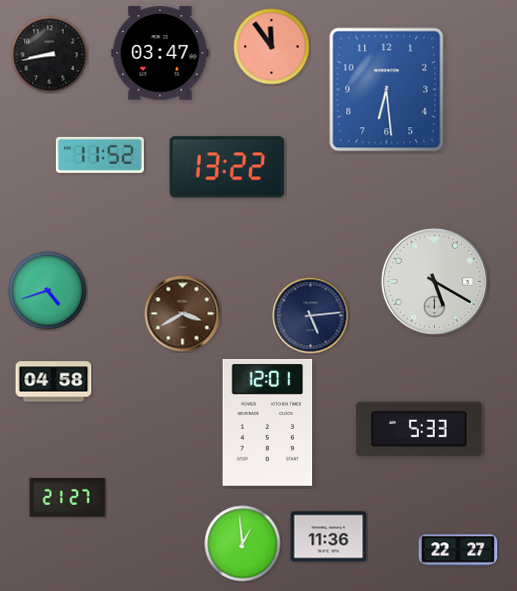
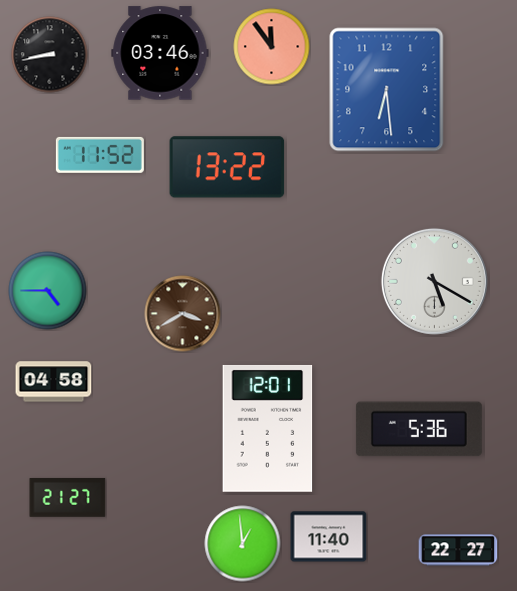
clock at (160, 53): 03:47 -> 03:46
clock at (48, 291): 4:42 -> 4:45
clock at (311, 316): 5:14 -> none
clock at (268, 422) position: (268, 422) -> (268, 428)
clock at (419, 429): 5:33 -> 5:36
clock at (329, 537): 11:36 -> 11:40
